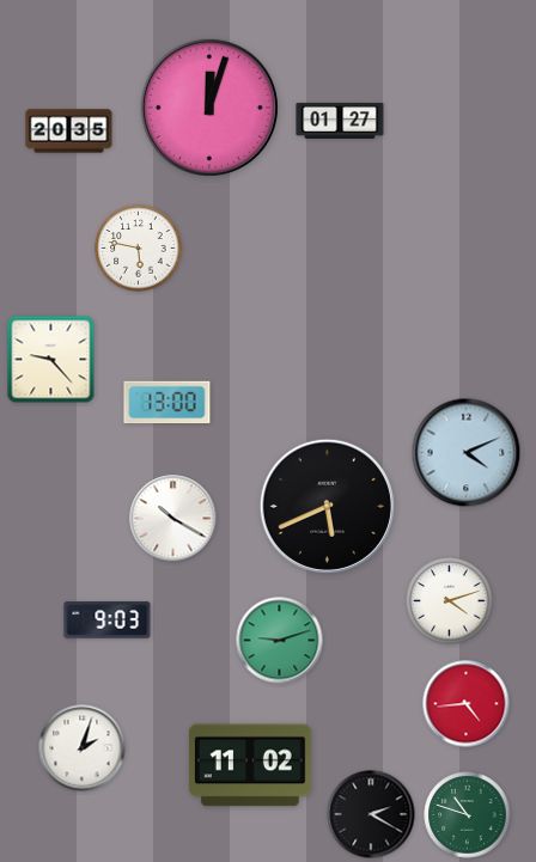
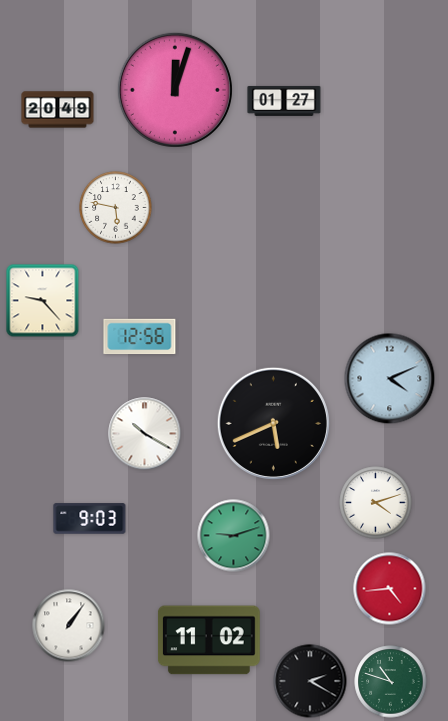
clock at (69, 132): 20:35 -> 20:49
clock at (167, 403): 13:00 -> 12:56
clock at (83, 748): 2:03 -> 1:06
